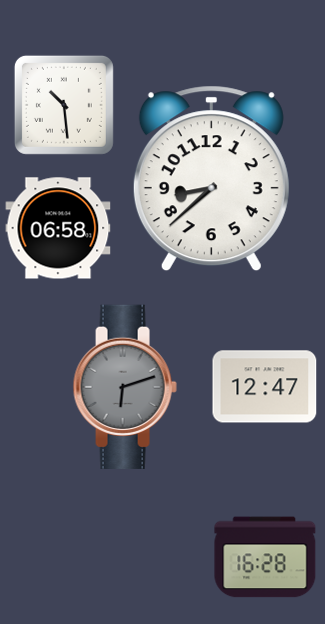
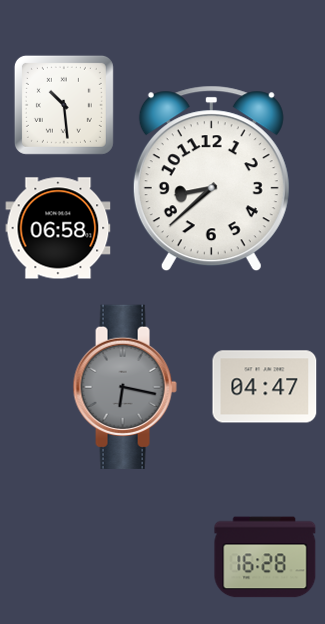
clock at (125, 386): 6:12 -> 6:17
clock at (265, 387): 12:47 -> 04:47
